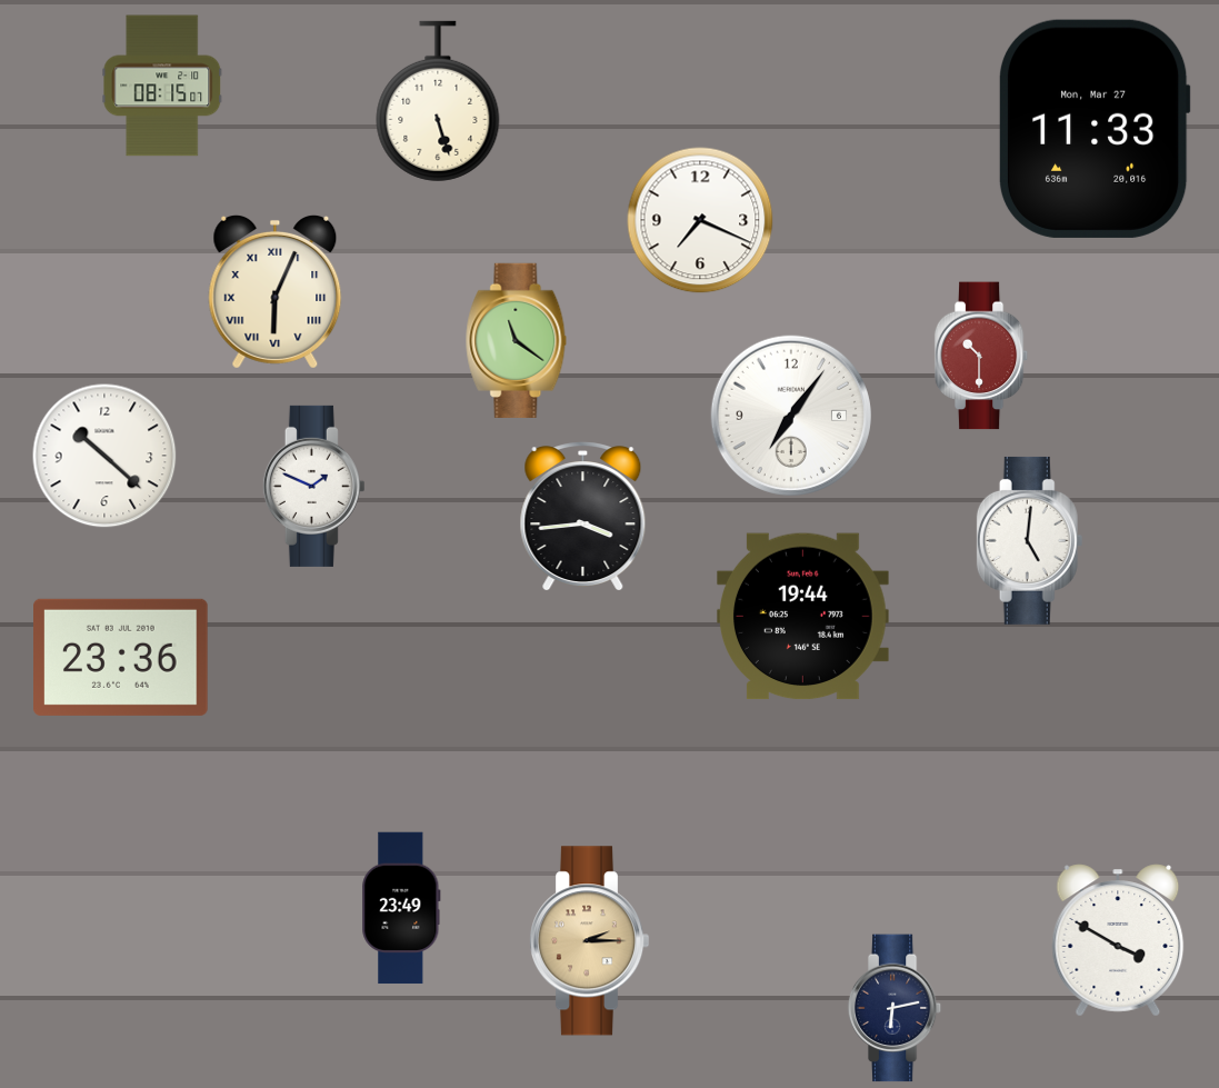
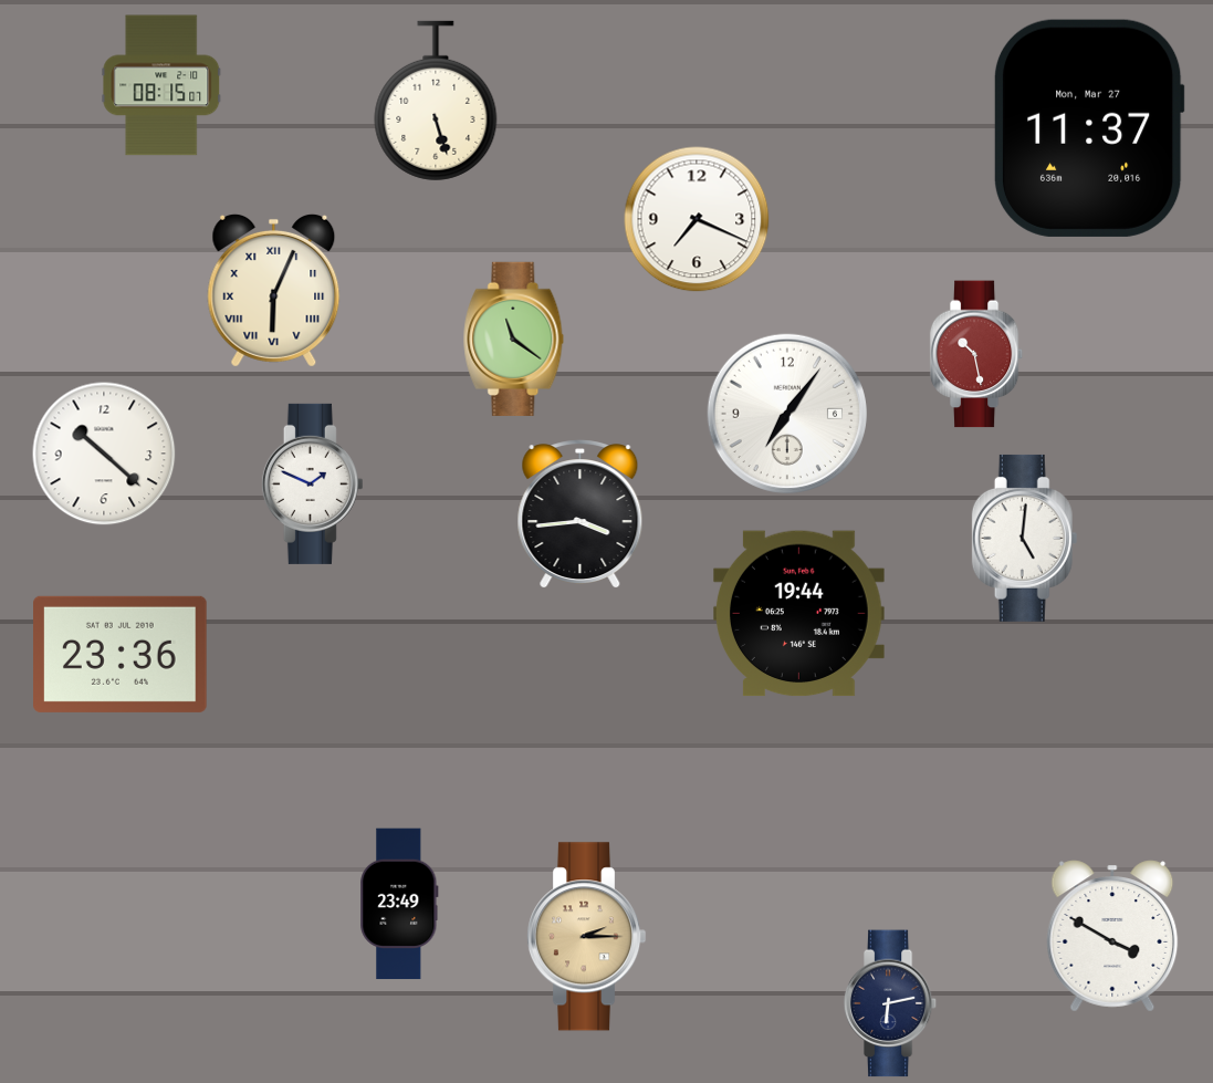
clock at (1095, 129): 11:33 -> 11:37
clock at (981, 356): 10:30 -> 10:28
